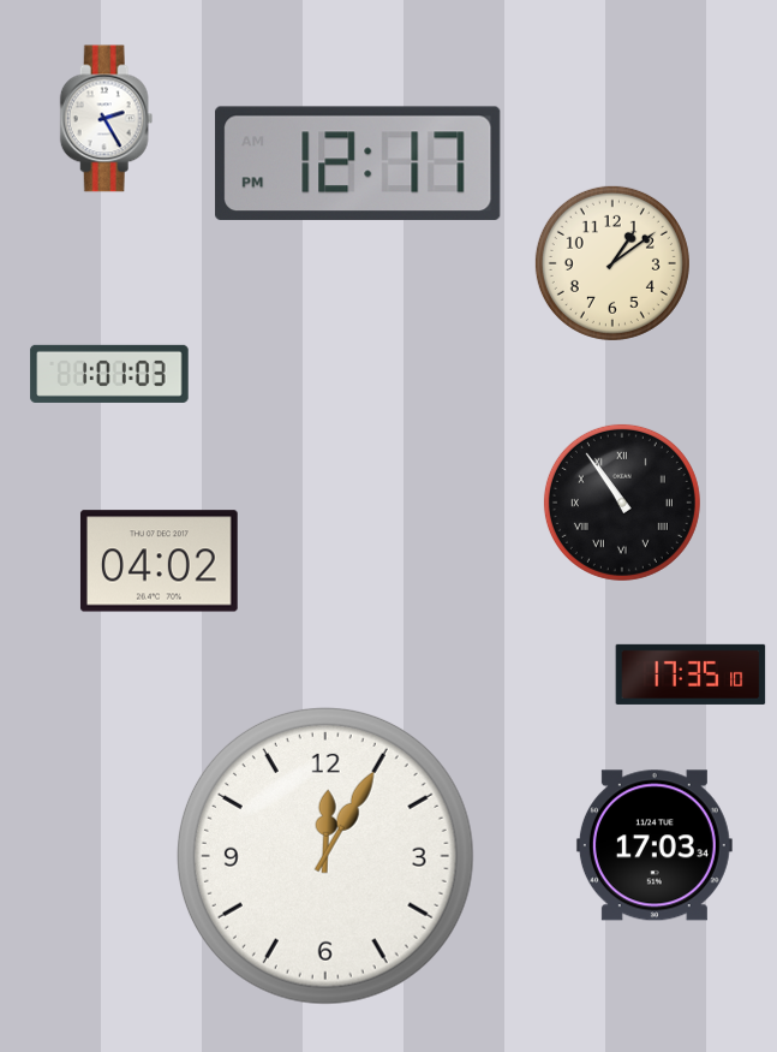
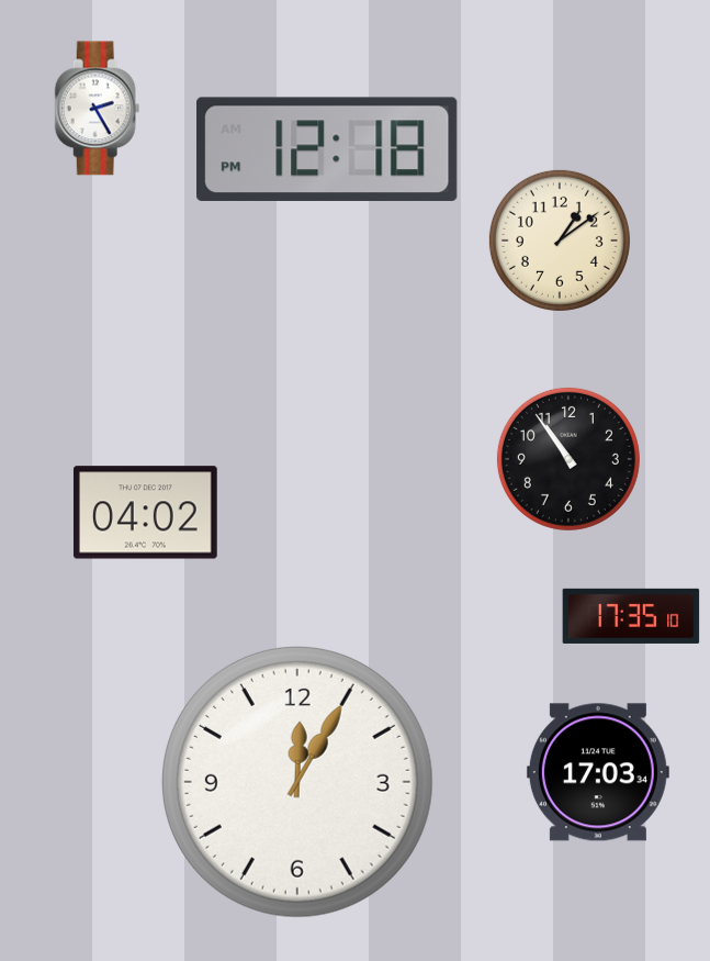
clock at (358, 164): 12:17 -> 12:18
clock at (109, 374): 1:01 -> none
clock at (622, 503) numerals: Roman -> Arabic
